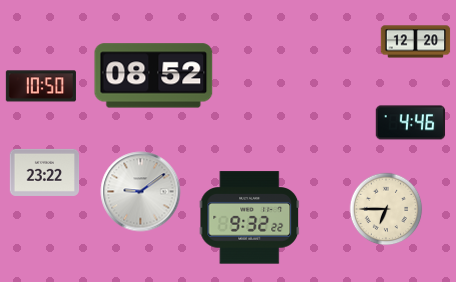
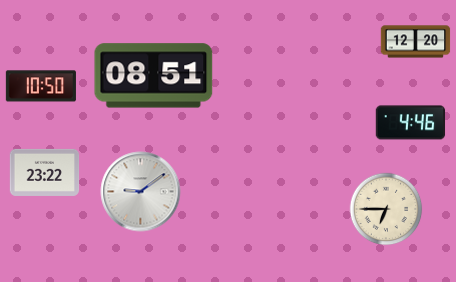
clock at (154, 76): 08:52 -> 08:51
clock at (250, 218): 9:32 -> none
